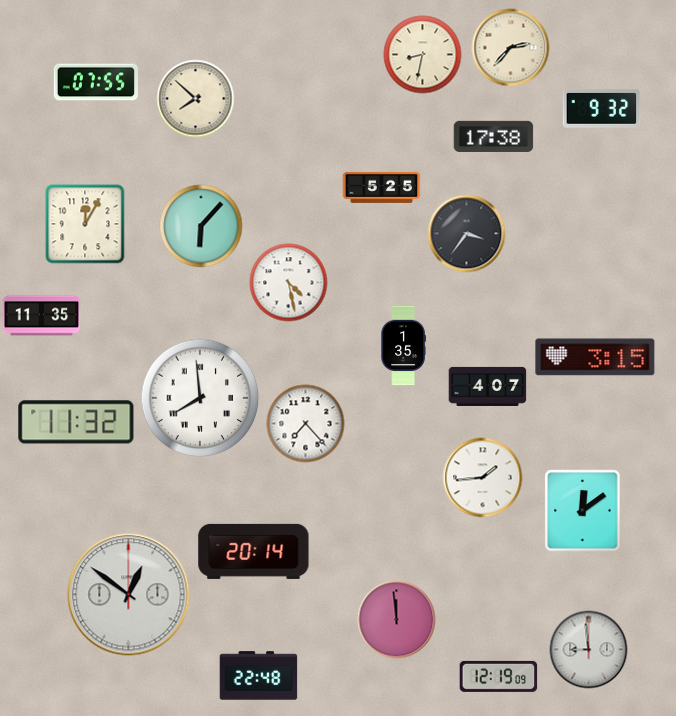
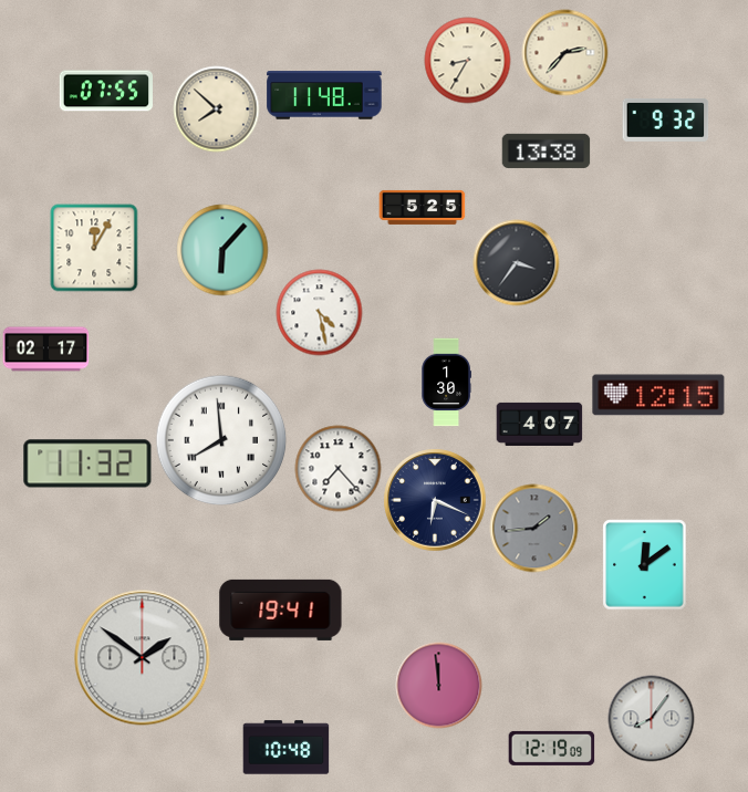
clock at (422, 54): 8:32 -> 8:35
clock at (324, 95): none -> 11:48
clock at (493, 136): 17:38 -> 13:38
clock at (466, 233) position: (466, 233) -> (516, 262)
clock at (41, 316): 11:35 -> 02:17
clock at (403, 345): 1:35 -> 1:30
clock at (595, 357): 3:15 -> 12:15
clock at (487, 386) position: (487, 386) -> (539, 424)
clock at (76, 422) position: (76, 422) -> (87, 463)
clock at (435, 500): none -> 6:19
clock at (482, 477) dial: white -> grey
clock at (254, 551): 20:14 -> 19:41
clock at (129, 595): 12:51 -> 1:51
clock at (588, 649): 8:59 -> 8:06
clock at (258, 676): 22:48 -> 10:48
